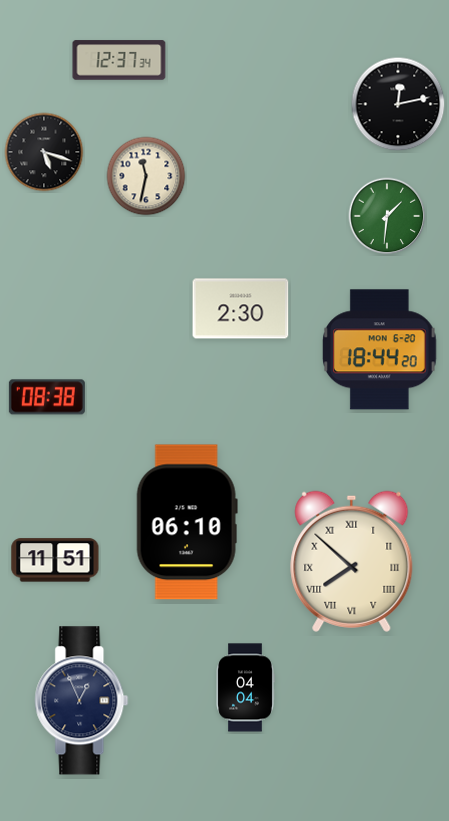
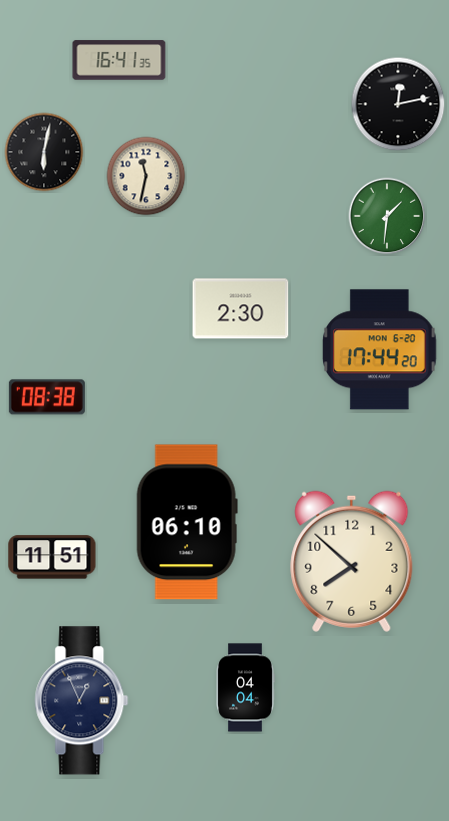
clock at (119, 60): 12:37 -> 16:41
clock at (44, 152): 5:18 -> 6:02
clock at (380, 350): 18:44 -> 17:44
clock at (55, 560) position: (55, 560) -> (52, 557)
clock at (352, 561) numerals: Roman -> Arabic
